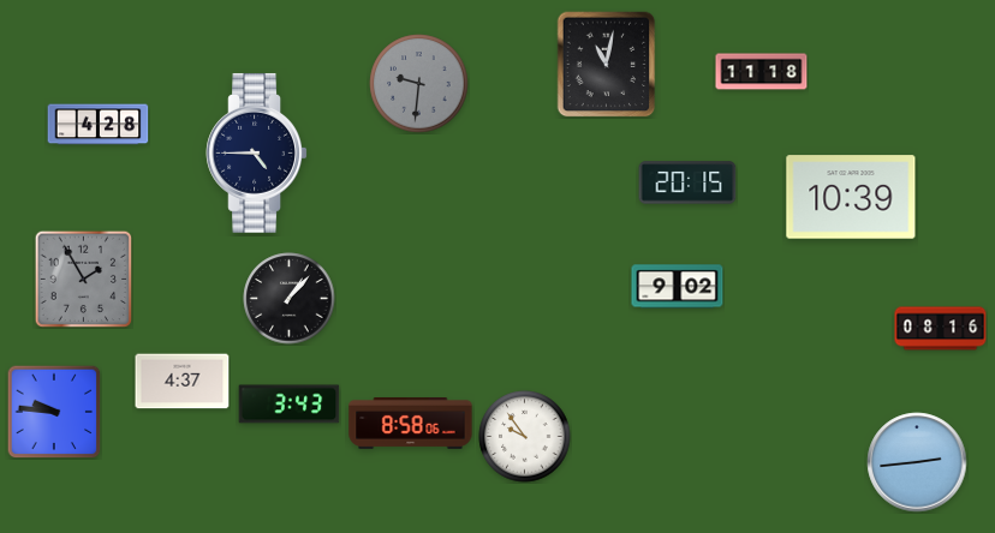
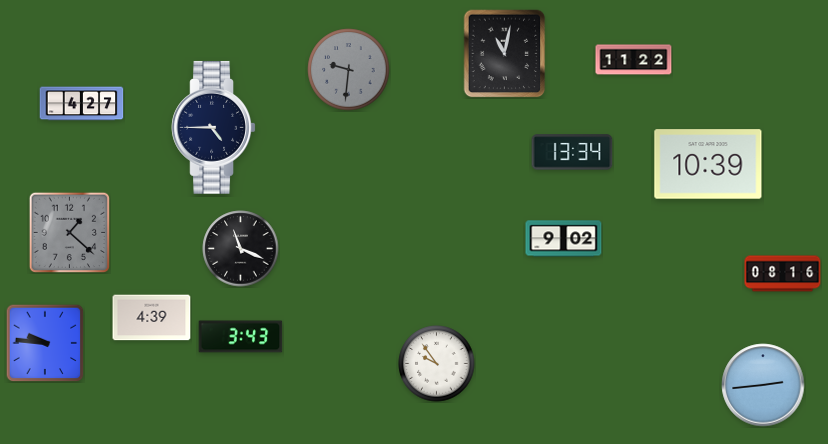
clock at (762, 72): 11:18 -> 11:22
clock at (99, 125): 4:28 -> 4:27
clock at (687, 182): 20:15 -> 13:34
clock at (83, 279): 1:55 -> 1:22
clock at (290, 299): 1:07 -> 11:19
clock at (183, 382): 4:37 -> 4:39
clock at (411, 424): 8:58 -> none
